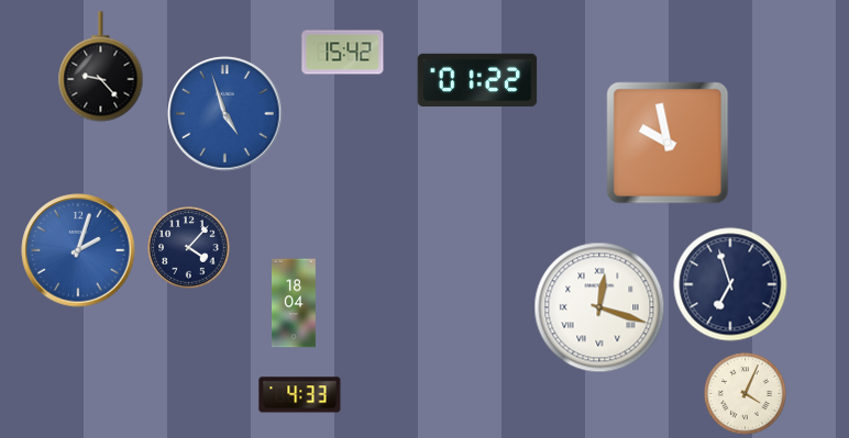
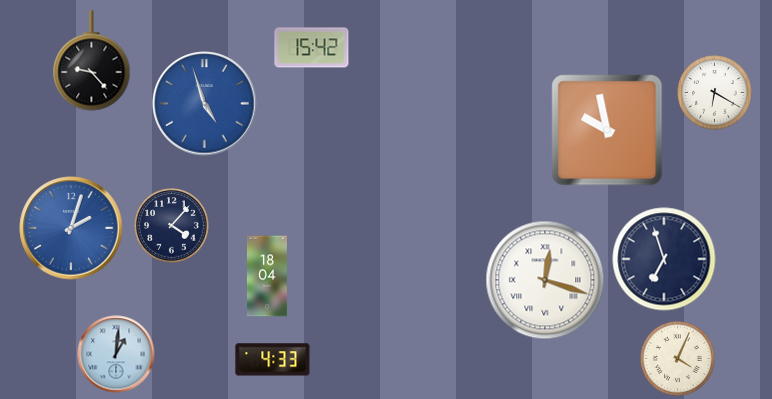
clock at (477, 79): 01:22 -> none
clock at (715, 93): none -> 6:20
clock at (116, 354): none -> 1:01
